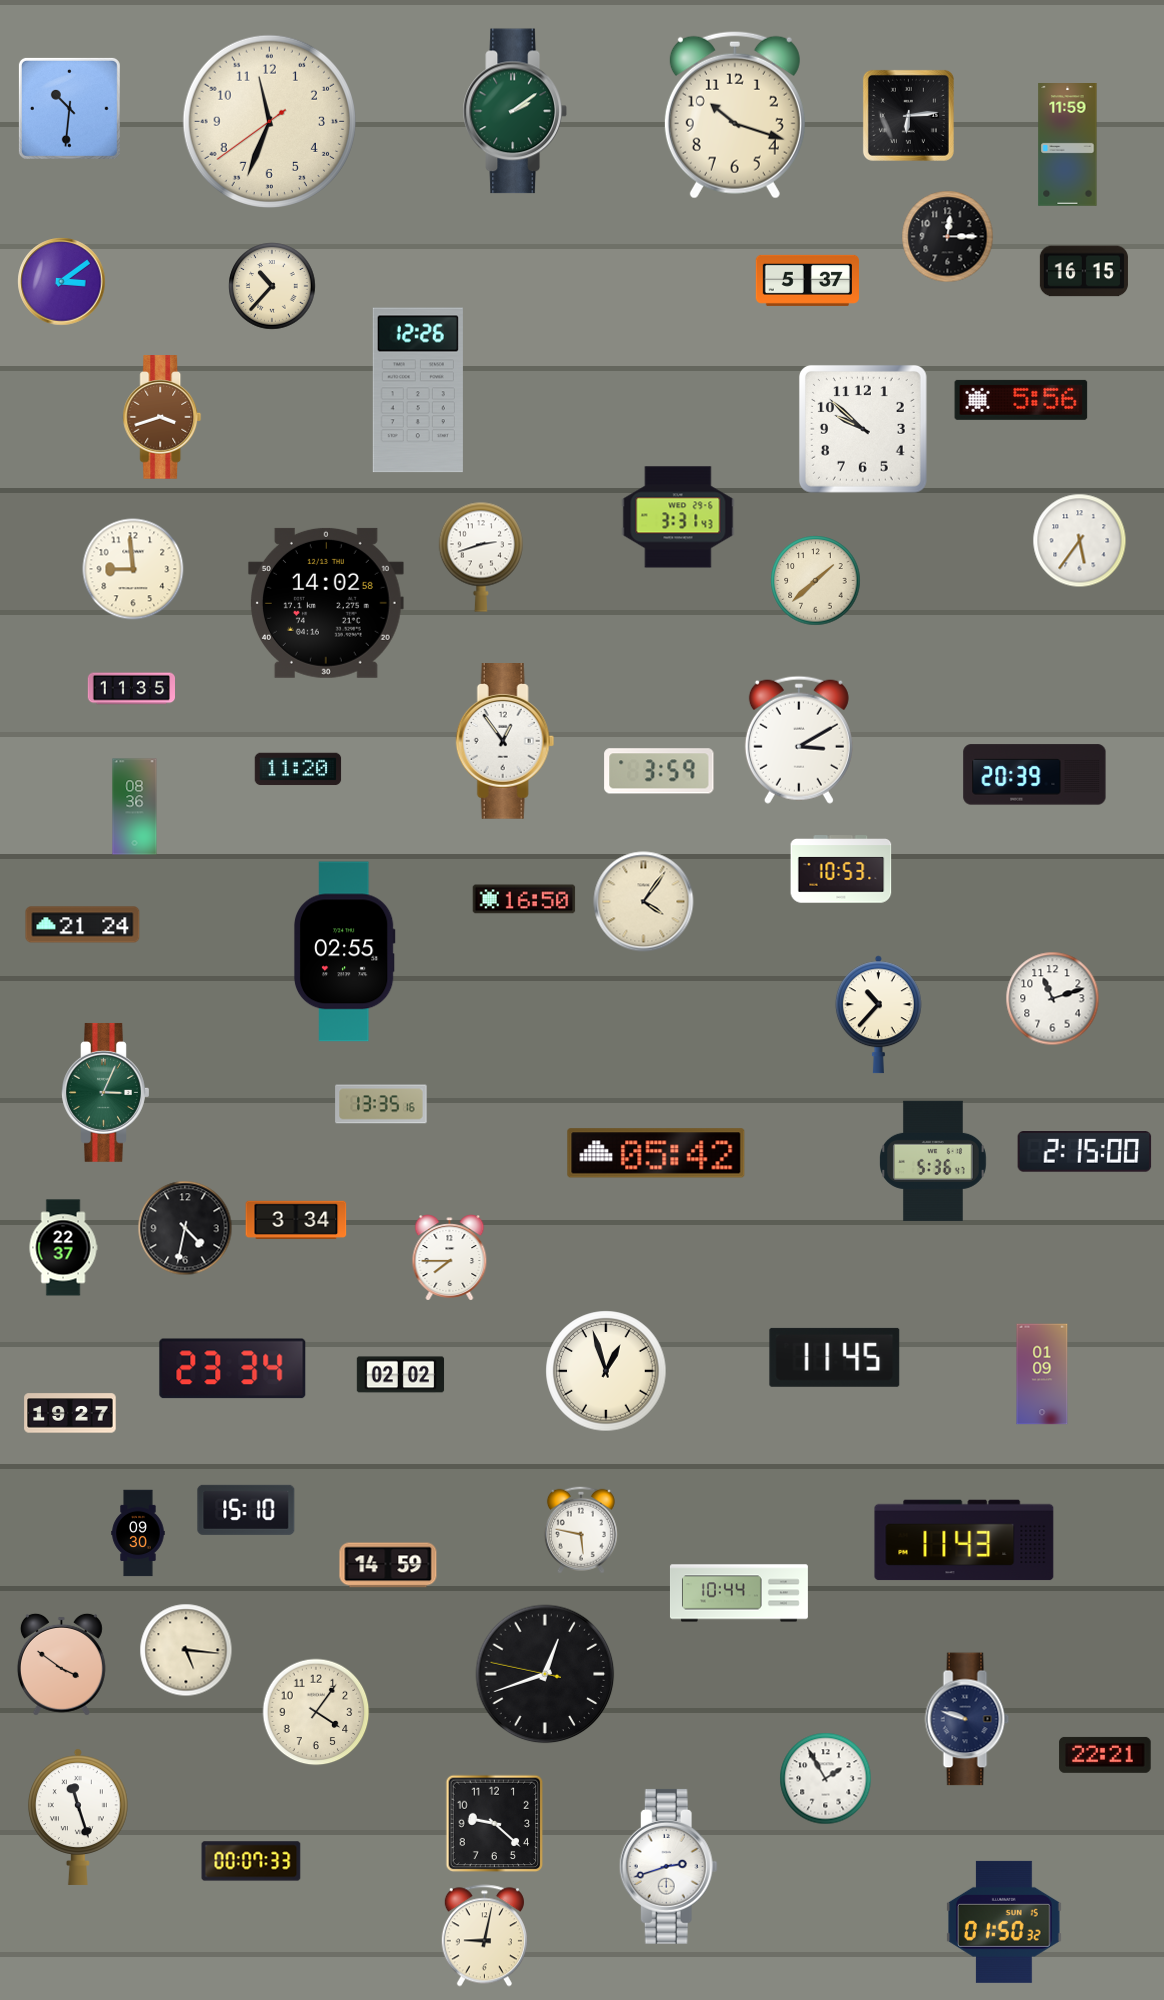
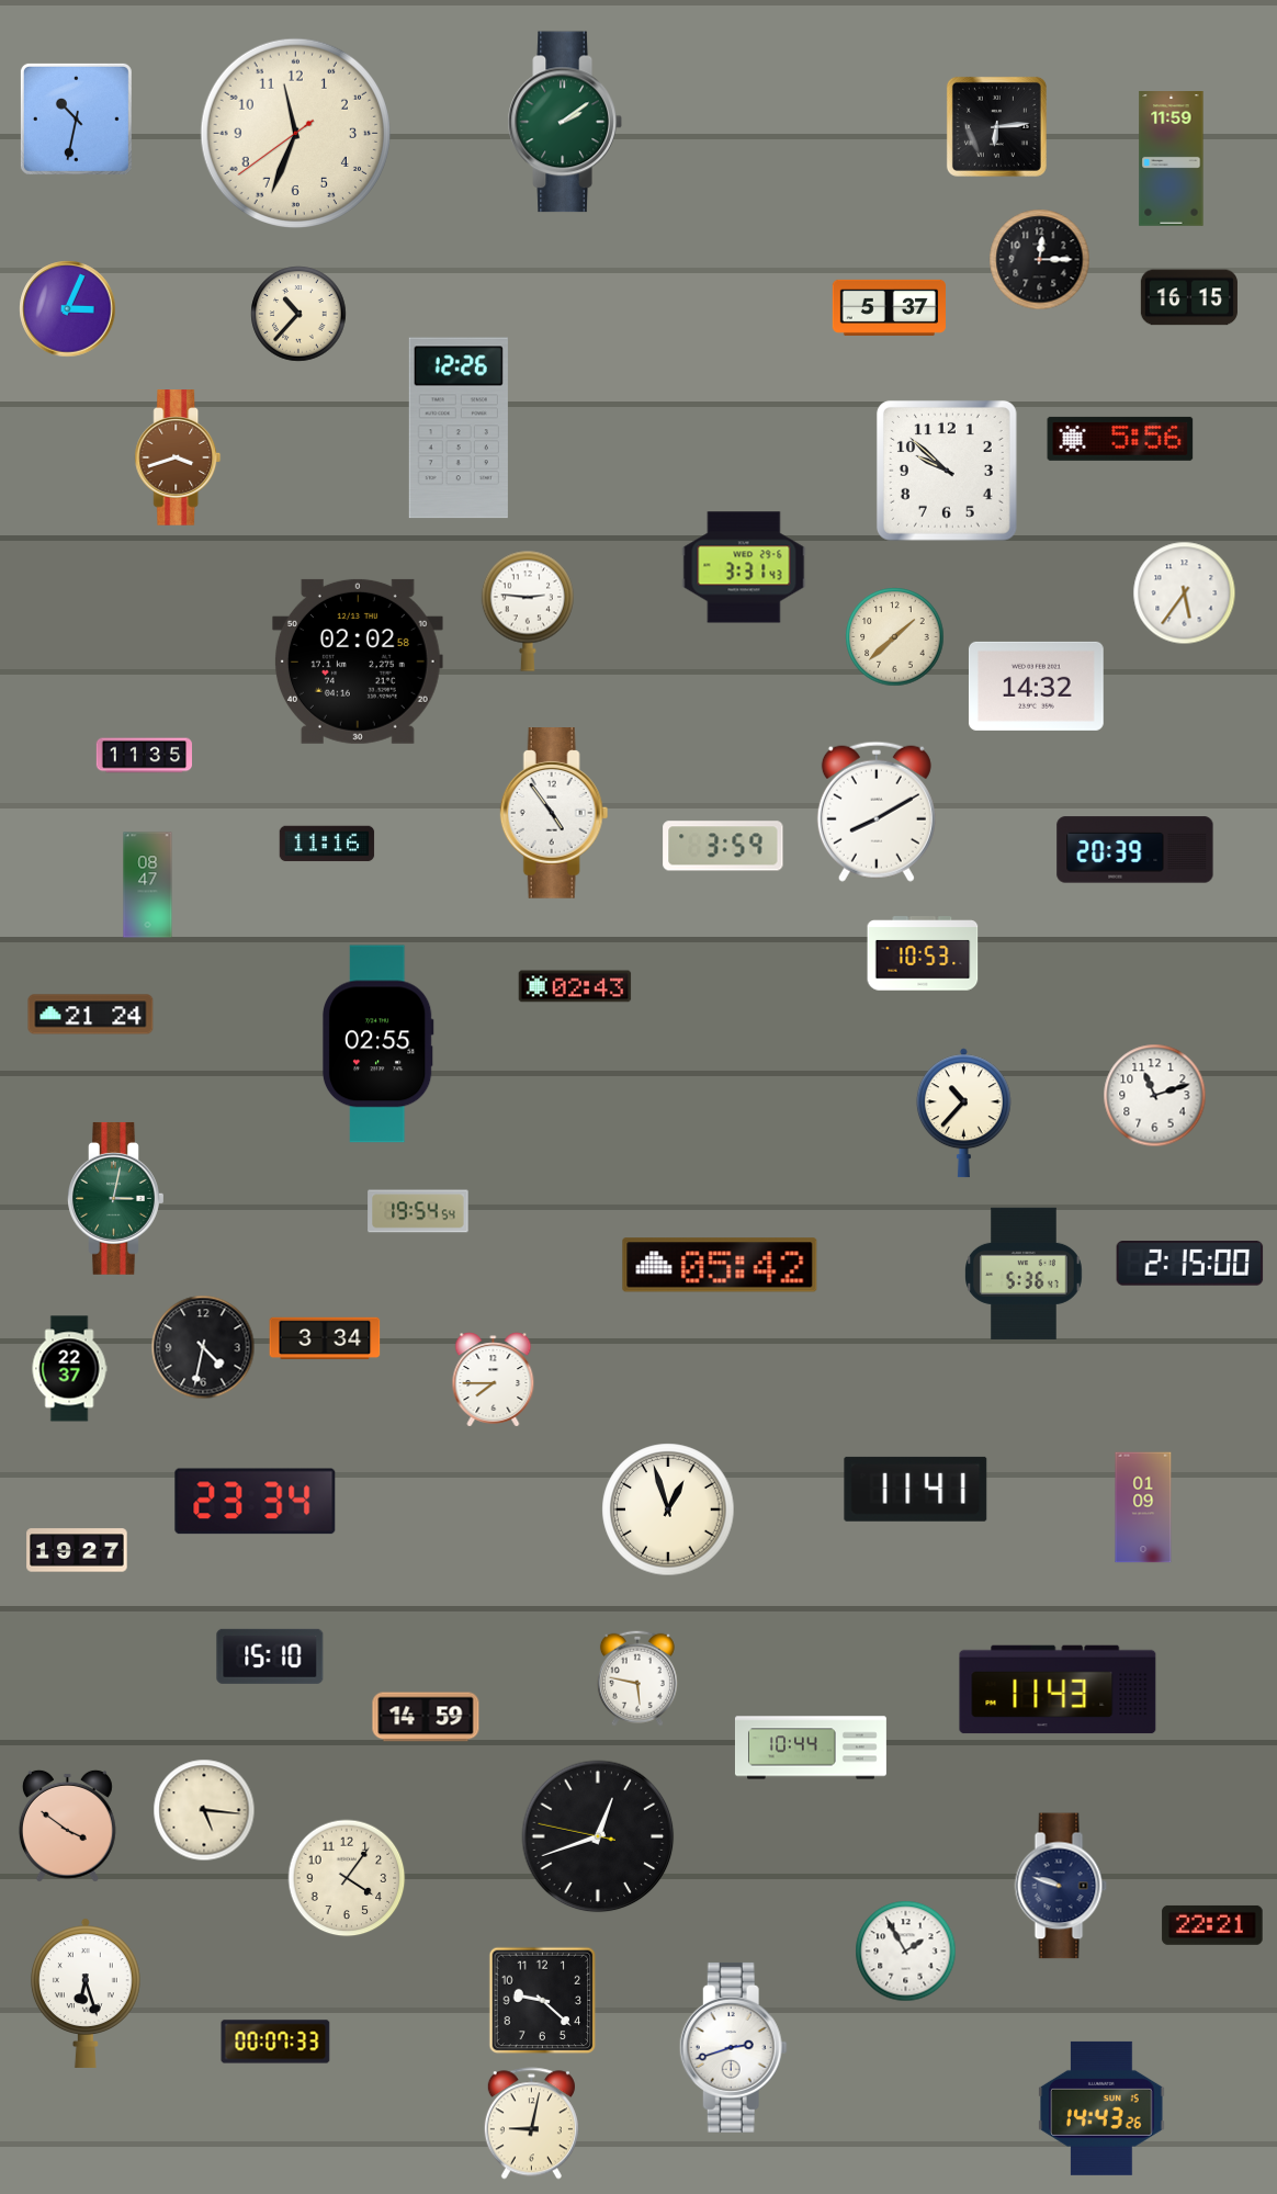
clock at (69, 108): 10:31 -> 10:32
clock at (735, 115): 10:18 -> none
clock at (807, 280) position: (807, 280) -> (889, 307)
clock at (62, 282): 3:09 -> 3:04
clock at (481, 557): 2:42 -> 2:46
clock at (133, 569): 8:59 -> none
clock at (326, 603): 14:02 -> 02:02
clock at (1036, 686): none -> 14:32
clock at (799, 740): 3:10 -> 8:10
clock at (505, 742): 12:54 -> 4:54
clock at (298, 769): 11:20 -> 11:16
clock at (135, 807): 08:36 -> 08:47
clock at (524, 899): 16:50 -> 02:43
clock at (644, 902): 4:06 -> none
clock at (106, 1092): 3:04 -> 3:02
clock at (381, 1104): 13:35 -> 19:54
clock at (835, 1357): 11:45 -> 11:41
clock at (606, 1371) position: (606, 1371) -> (668, 1509)
clock at (401, 1375): 02:02 -> none
clock at (138, 1533): 09:30 -> none
clock at (78, 1817): 11:27 -> 6:27
clock at (1004, 1922): 01:50 -> 14:43
